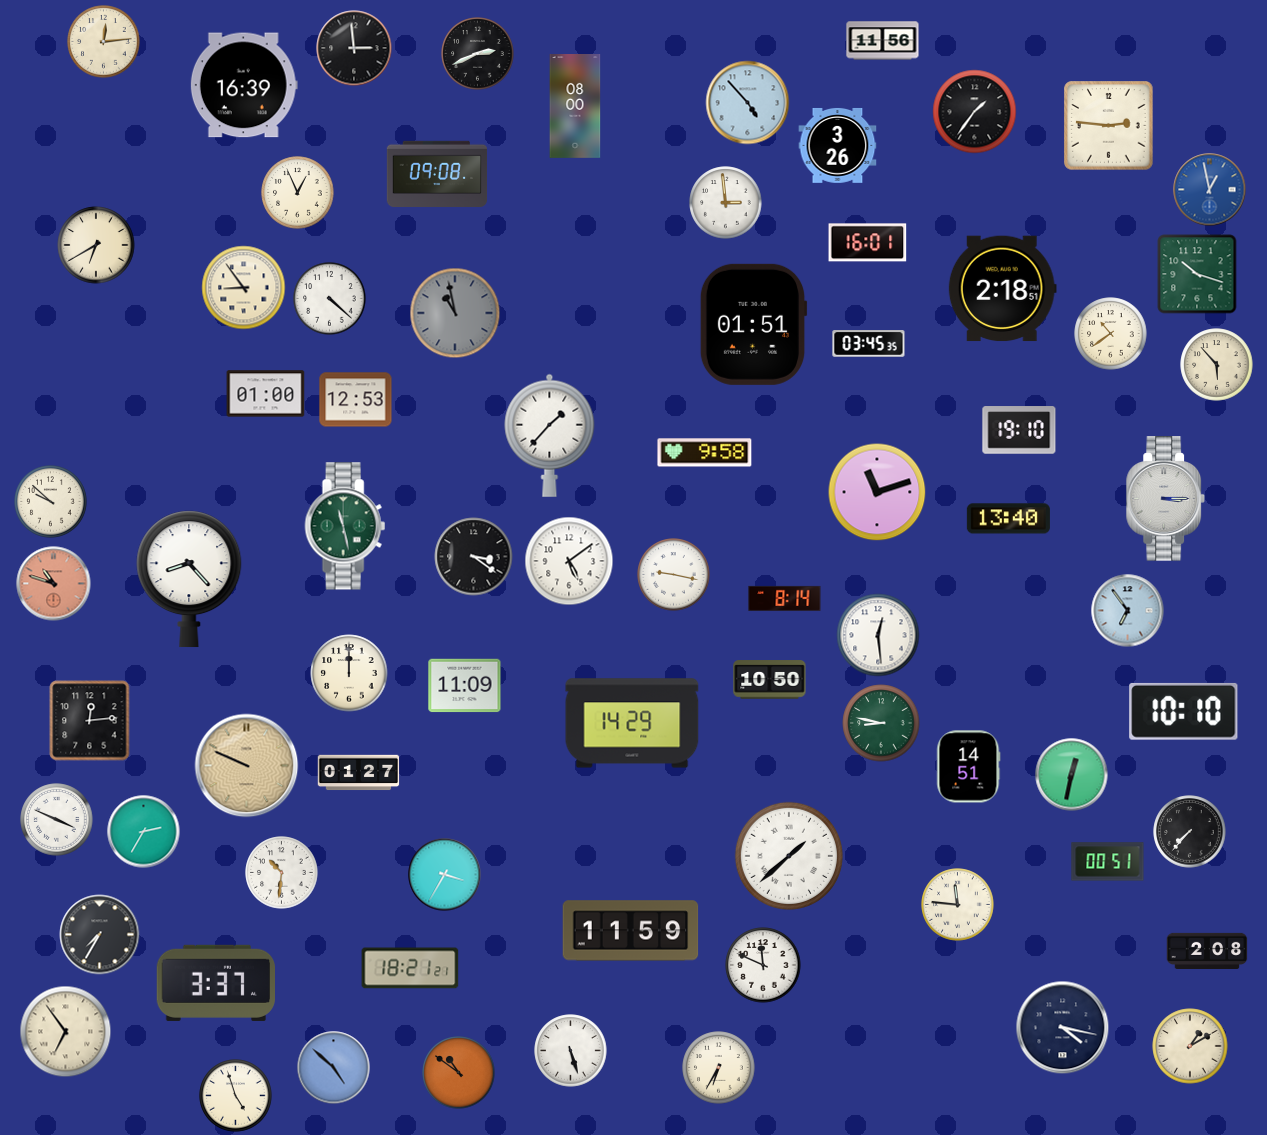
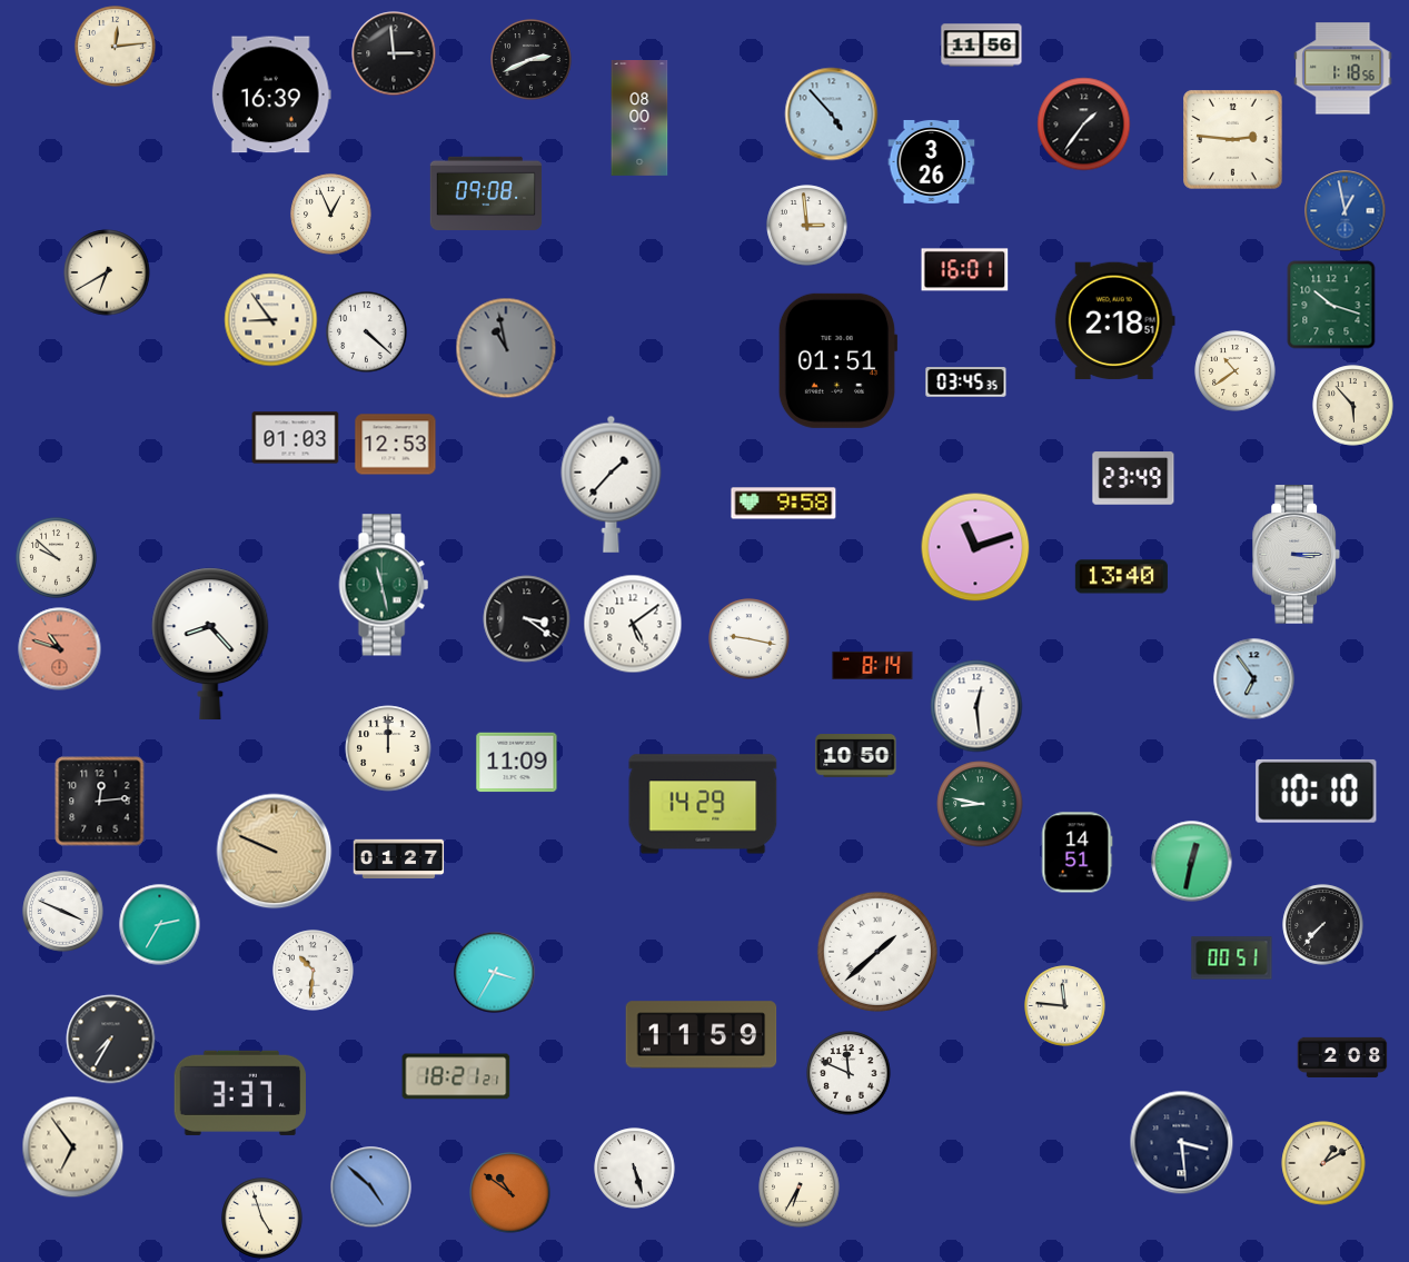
clock at (1343, 69): none -> 1:18
clock at (266, 394): 01:00 -> 01:03
clock at (1019, 430): 19:10 -> 23:49
clock at (1063, 1028): 4:17 -> 3:29
